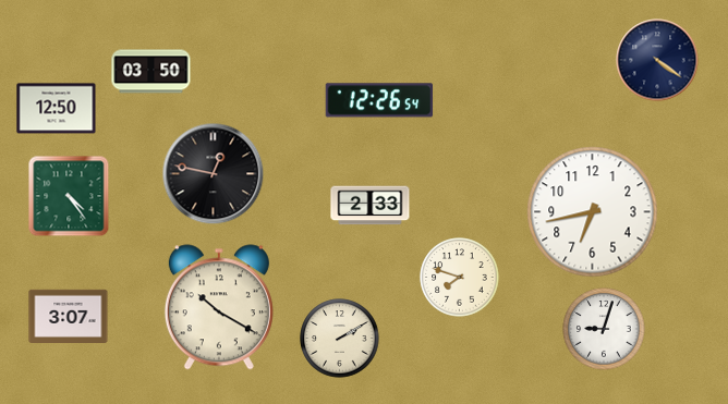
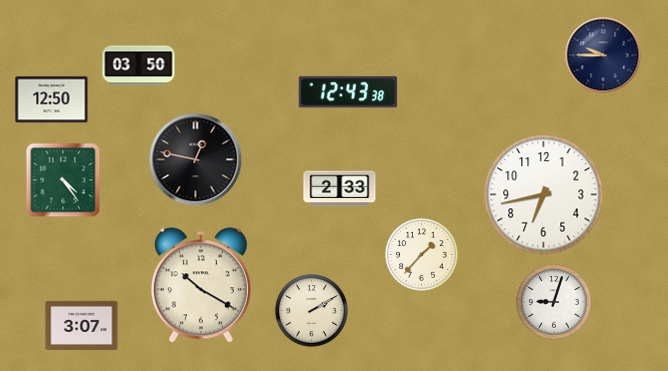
clock at (657, 60): 4:21 -> 9:45
clock at (379, 100): 12:26 -> 12:43
clock at (460, 278): 7:48 -> 1:37
clock at (219, 307) position: (219, 307) -> (201, 285)
clock at (69, 316) position: (69, 316) -> (82, 325)
